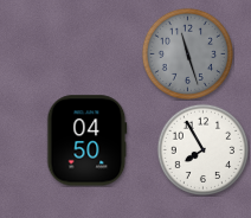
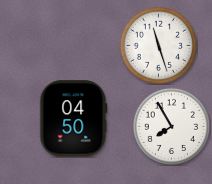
clock at (187, 53) dial: grey -> white
